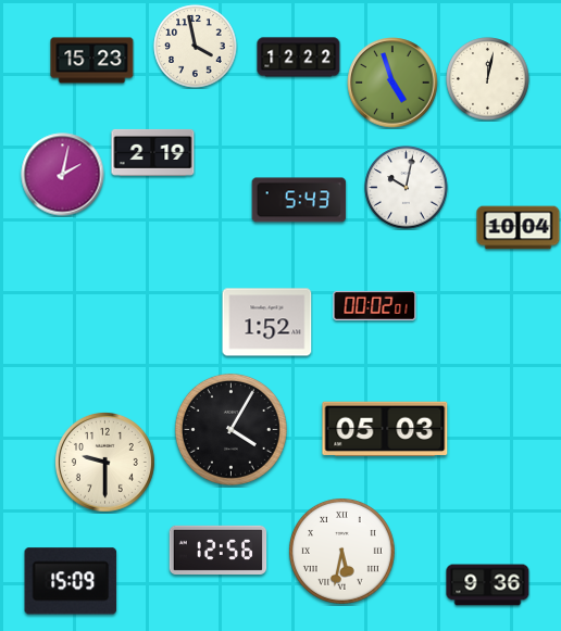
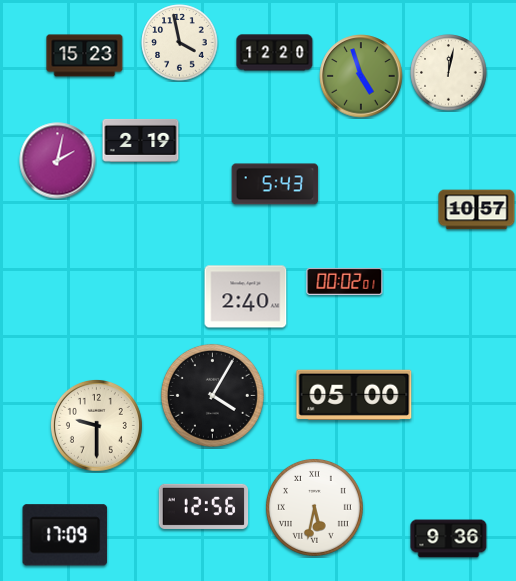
clock at (299, 58): 12:22 -> 12:20
clock at (407, 188): 10:02 -> none
clock at (519, 228): 10:04 -> 10:57
clock at (267, 323): 1:52 -> 2:40
clock at (385, 429): 05:03 -> 05:00
clock at (219, 550) position: (219, 550) -> (204, 506)
clock at (71, 581): 15:09 -> 17:09
